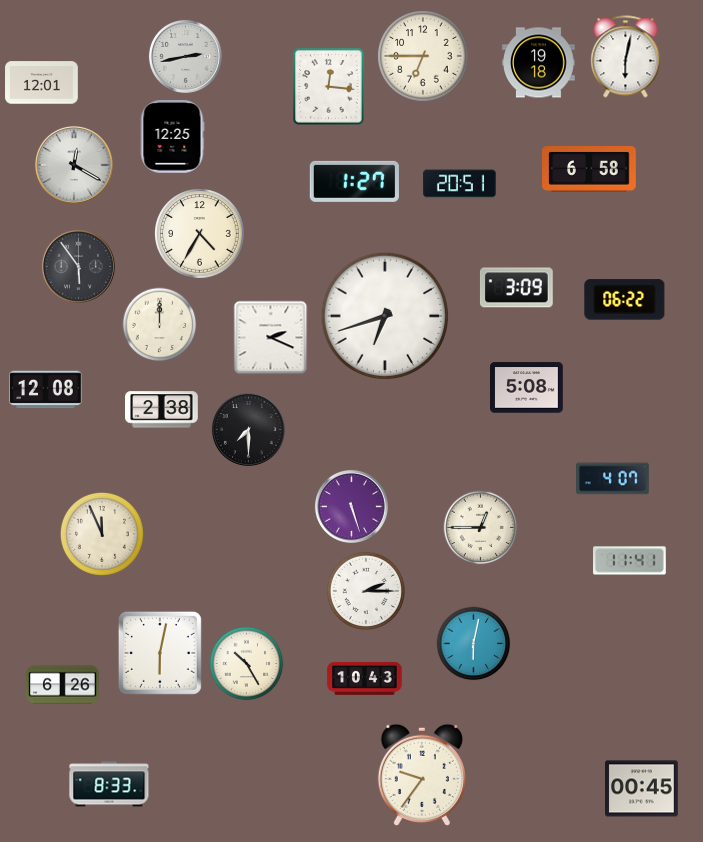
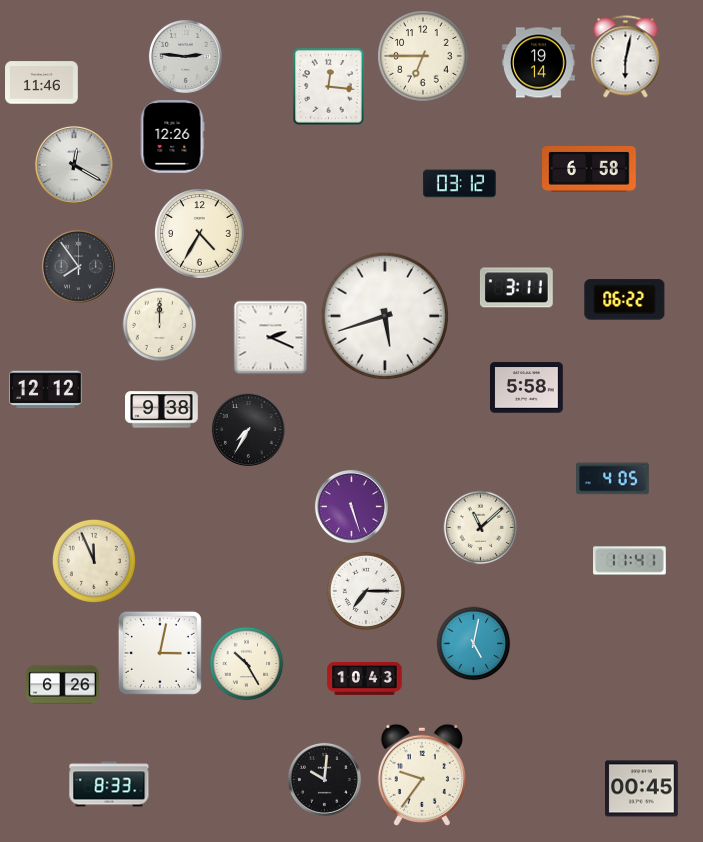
clock at (185, 56): 2:43 -> 2:46
clock at (539, 63): 19:18 -> 19:14
clock at (42, 83): 12:01 -> 11:46
clock at (172, 137): 12:25 -> 12:26
clock at (354, 181): 1:27 -> none
clock at (460, 184): 20:51 -> 03:12
clock at (78, 266): 5:54 -> 7:54
clock at (516, 288): 3:09 -> 3:11
clock at (385, 316): 6:42 -> 5:42
clock at (527, 388): 5:08 -> 5:58
clock at (46, 390): 12:08 -> 12:12
clock at (162, 410): 2:38 -> 9:38
clock at (248, 429): 7:30 -> 7:35
clock at (613, 479): 4:07 -> 4:05
clock at (481, 528): 12:45 -> 11:08
clock at (102, 534) position: (102, 534) -> (94, 561)
clock at (365, 590): 2:15 -> 7:15
clock at (474, 644): 6:02 -> 5:02
clock at (160, 653): 6:02 -> 3:02
clock at (324, 779): none -> 10:01
